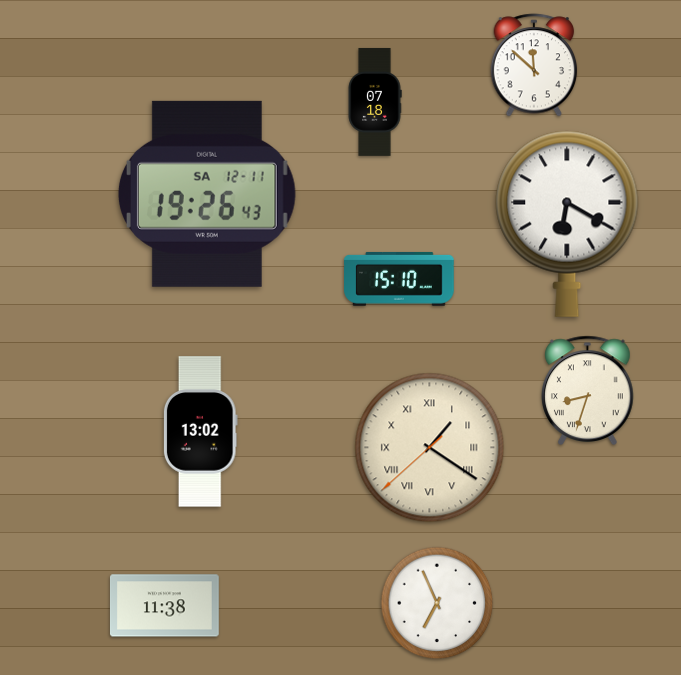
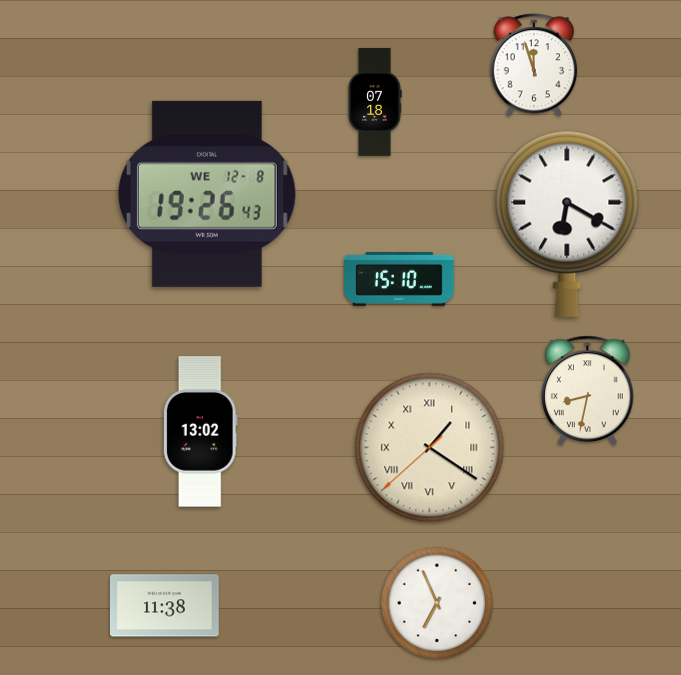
clock at (534, 65): 11:52 -> 11:57
clock at (207, 194) date: SA 12-11 -> WE 12-8
clock at (588, 390): 8:33 -> 8:32
